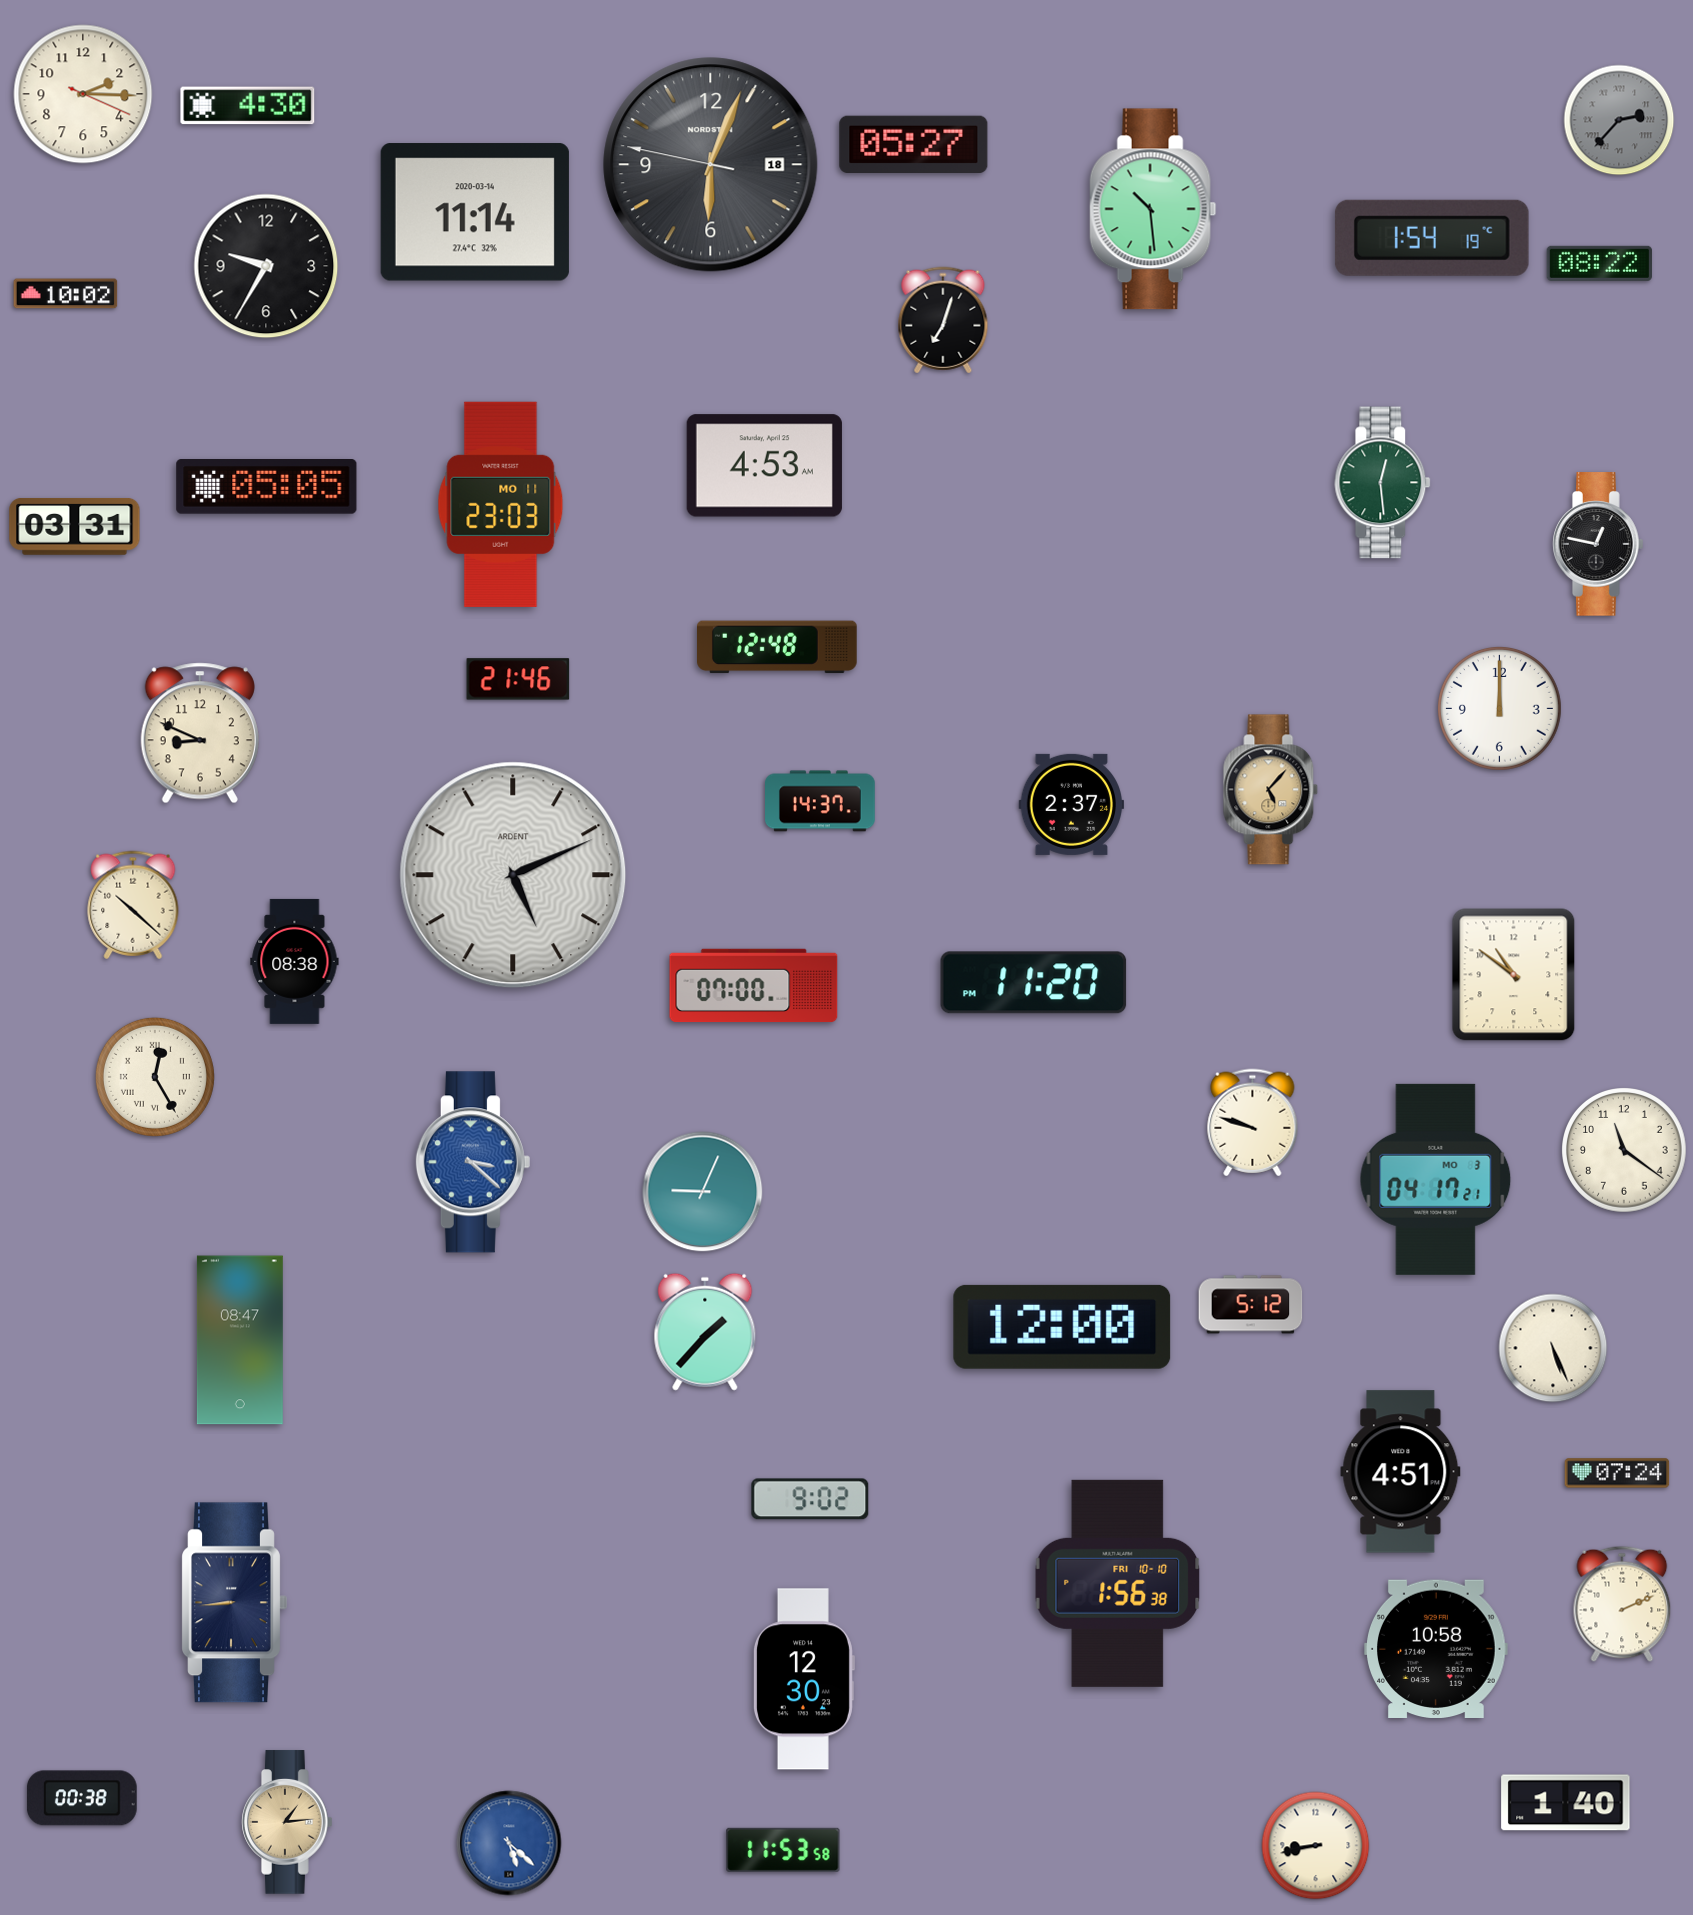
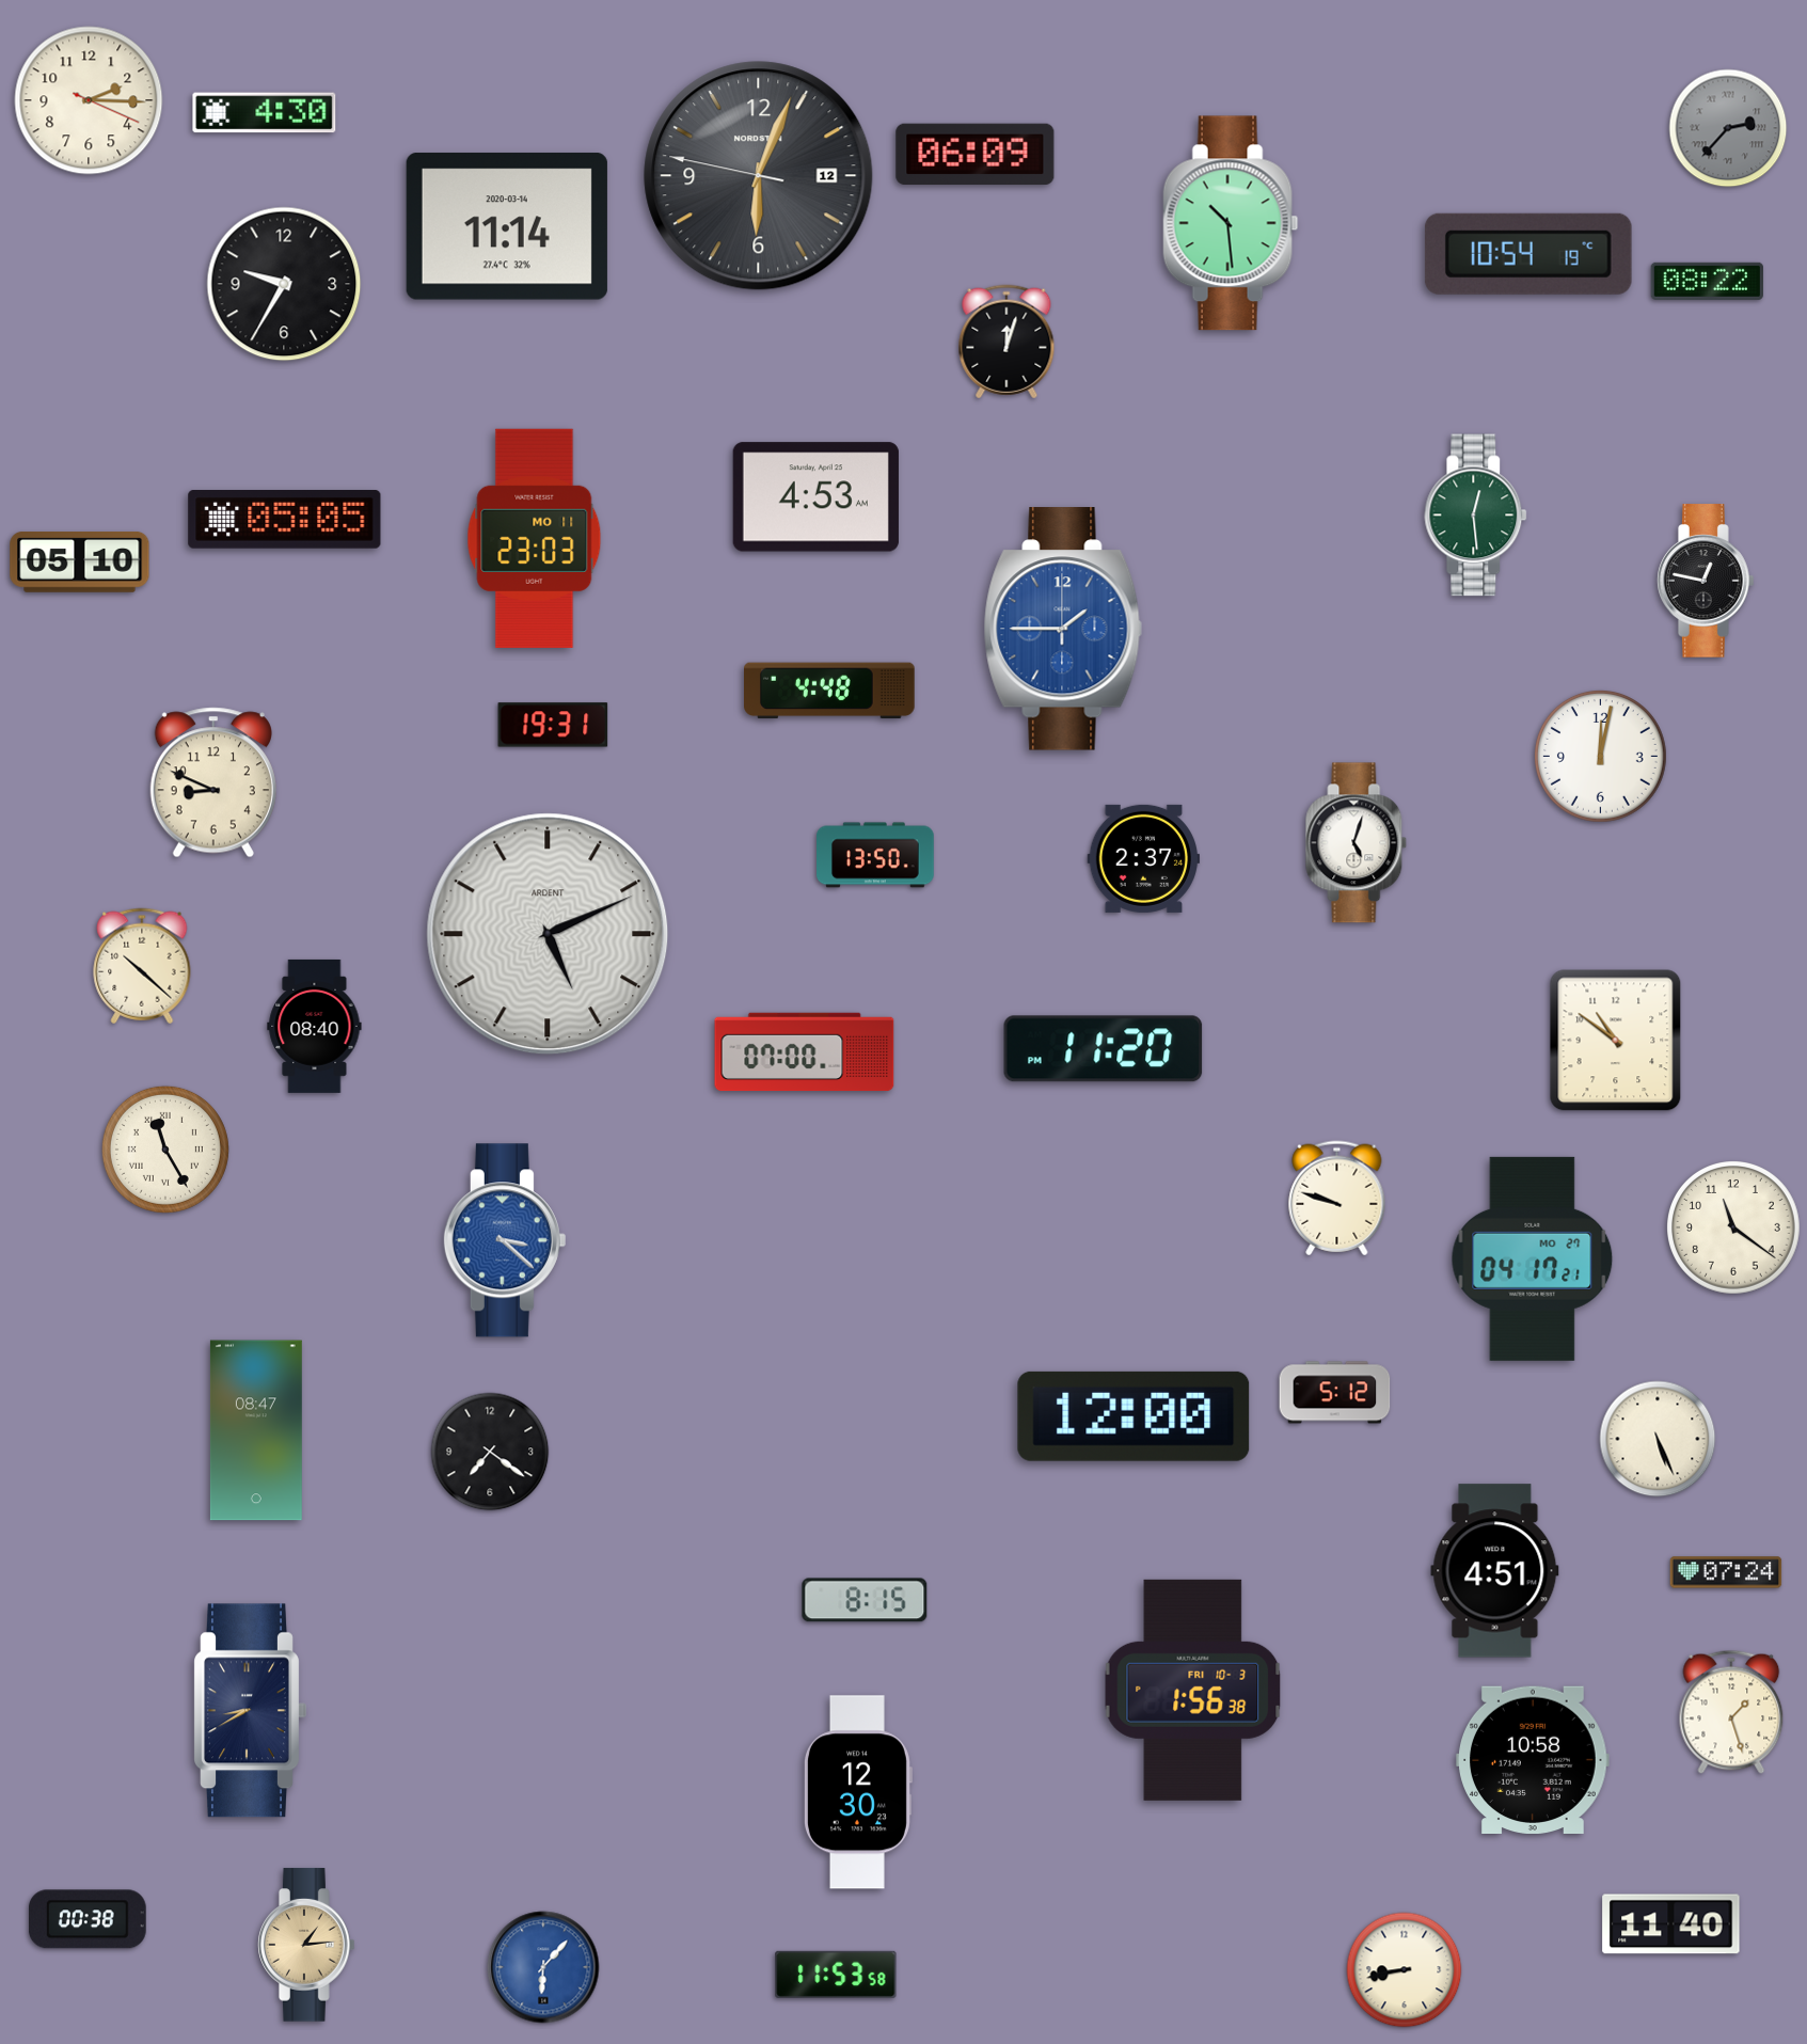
clock at (914, 144): 05:27 -> 06:09
clock at (711, 165) date: 18 -> 12
clock at (1432, 238): 1:54 -> 10:54
clock at (66, 294): 10:02 -> none
clock at (943, 320): 7:03 -> 12:03
clock at (75, 527): 03:31 -> 05:10
clock at (1063, 629): none -> 1:45
clock at (778, 647): 12:48 -> 4:48
clock at (518, 679): 21:46 -> 19:31
clock at (1499, 708): 12:00 -> 12:02
clock at (1271, 790): 5:07 -> 5:03
clock at (1271, 790) dial: champagne -> white
clock at (821, 801): 14:37 -> 13:50
clock at (295, 961): 08:38 -> 08:40
clock at (155, 1077): 12:25 -> 11:25
clock at (1436, 1179) date: MO 3 -> MO 27
clock at (703, 1192): 9:04 -> none
clock at (705, 1332): 1:37 -> none
clock at (490, 1452): none -> 7:21
clock at (810, 1499): 9:02 -> 8:15
clock at (1118, 1583) date: FRI 10-10 -> FRI 10-3
clock at (234, 1603): 8:44 -> 8:40
clock at (1622, 1604): 2:11 -> 1:27
clock at (1566, 1803): 1:40 -> 11:40
clock at (509, 1843): 5:22 -> 6:07
